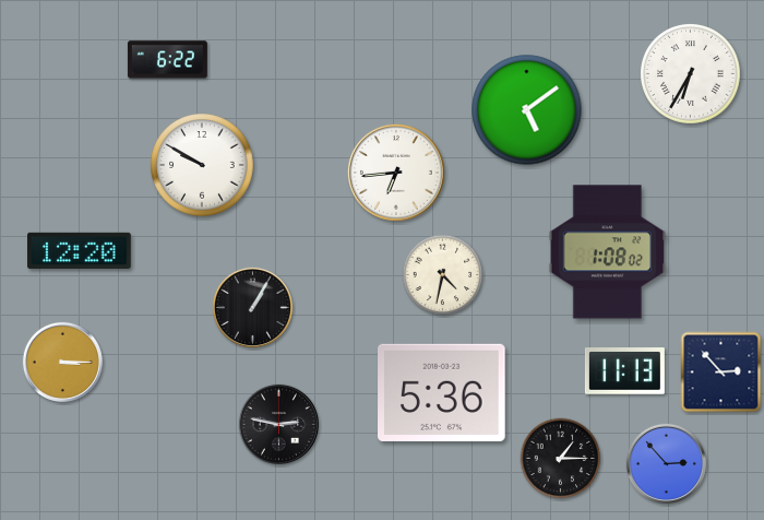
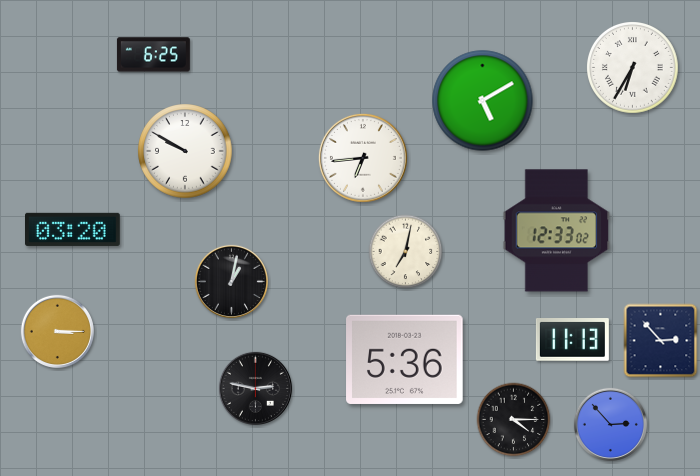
clock at (167, 60): 6:22 -> 6:25
clock at (527, 110): 5:09 -> 5:10
clock at (80, 250): 12:20 -> 03:20
clock at (608, 252): 1:08 -> 12:33
clock at (443, 275): 4:32 -> 7:02
clock at (252, 307): 1:05 -> 1:02
clock at (561, 459): 1:15 -> 4:15
